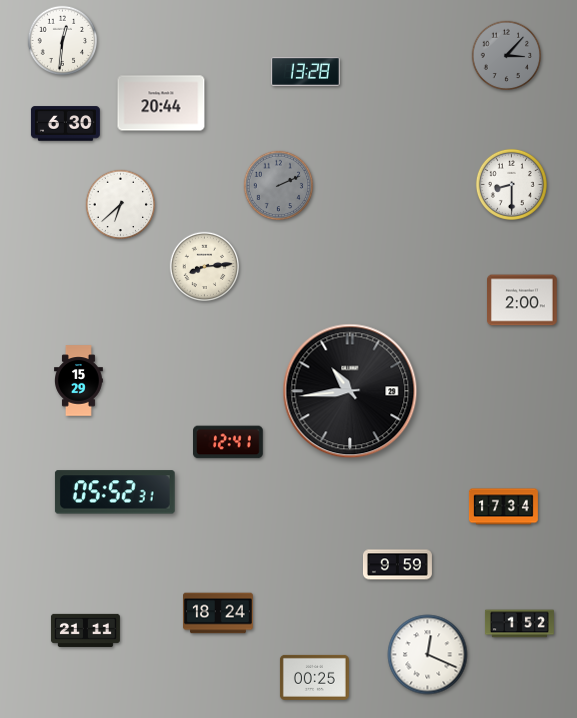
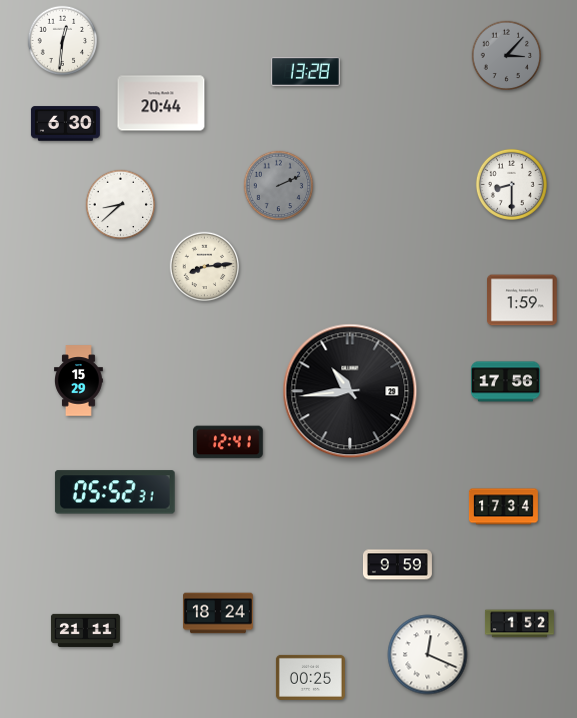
clock at (121, 205): 6:38 -> 8:38
clock at (522, 300): 2:00 -> 1:59
clock at (505, 382): none -> 17:56
clock at (314, 677) position: (314, 677) -> (310, 677)
